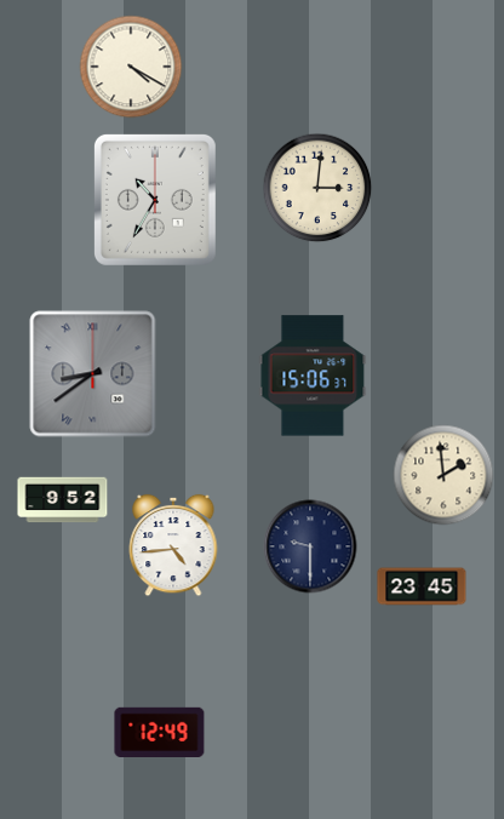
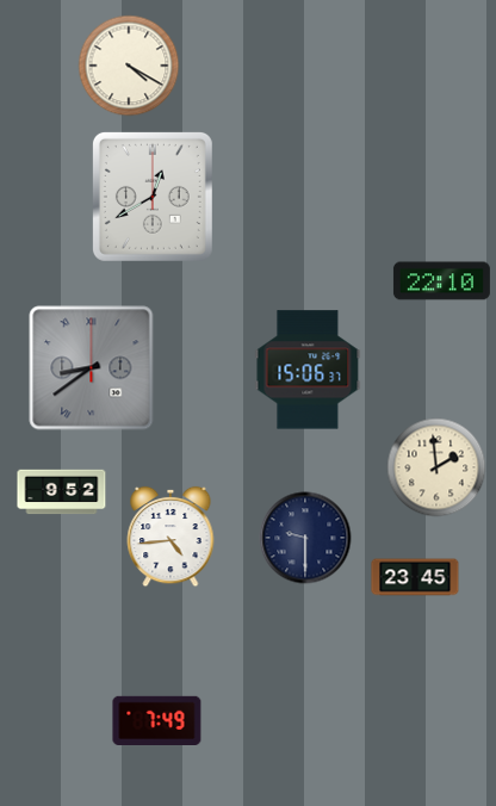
clock at (317, 188): 3:01 -> none
clock at (155, 200): 10:35 -> 12:40
clock at (441, 281): none -> 22:10
clock at (160, 732): 12:49 -> 7:49
